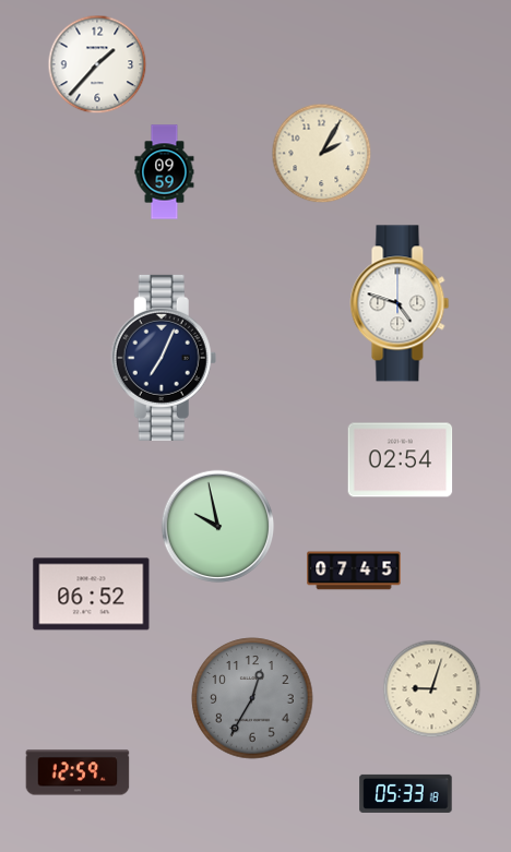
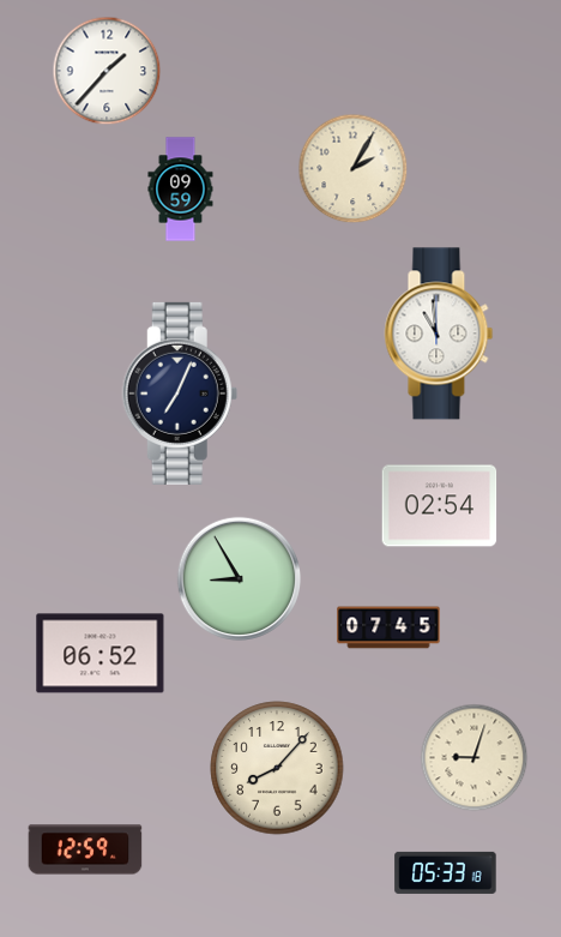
clock at (400, 303): 4:48 -> 10:59
clock at (217, 526): 9:58 -> 8:55
clock at (252, 698): 12:35 -> 8:07
clock at (252, 698) dial: grey -> cream
